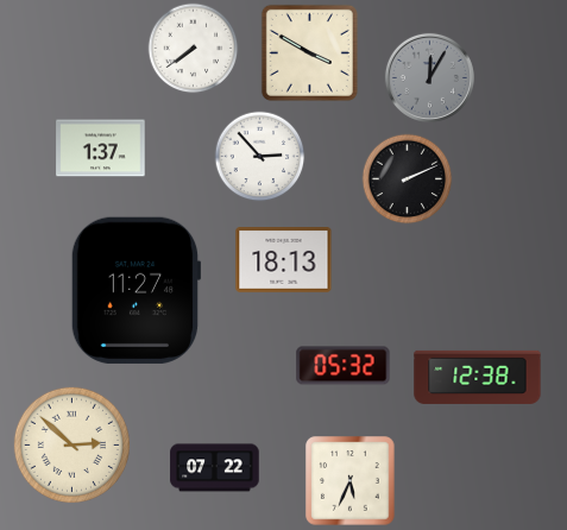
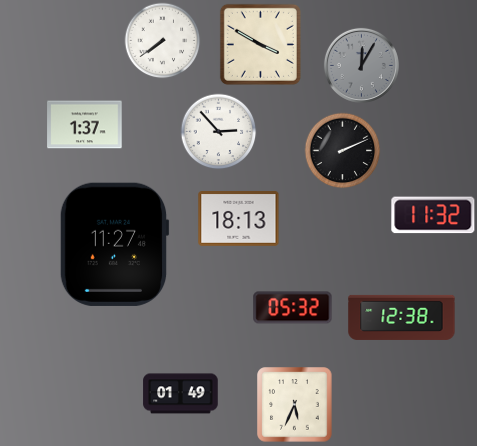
clock at (433, 215): none -> 11:32
clock at (344, 366) position: (344, 366) -> (293, 308)
clock at (71, 444): 2:52 -> none
clock at (215, 468): 07:22 -> 01:49
